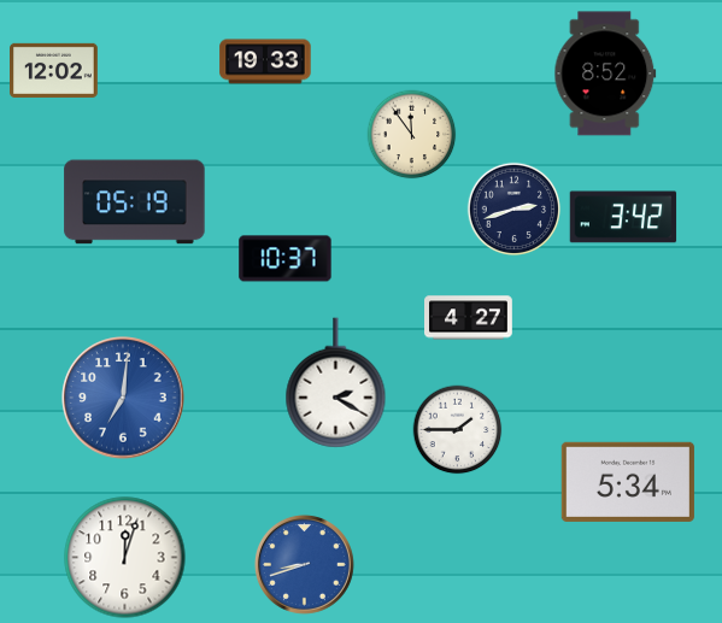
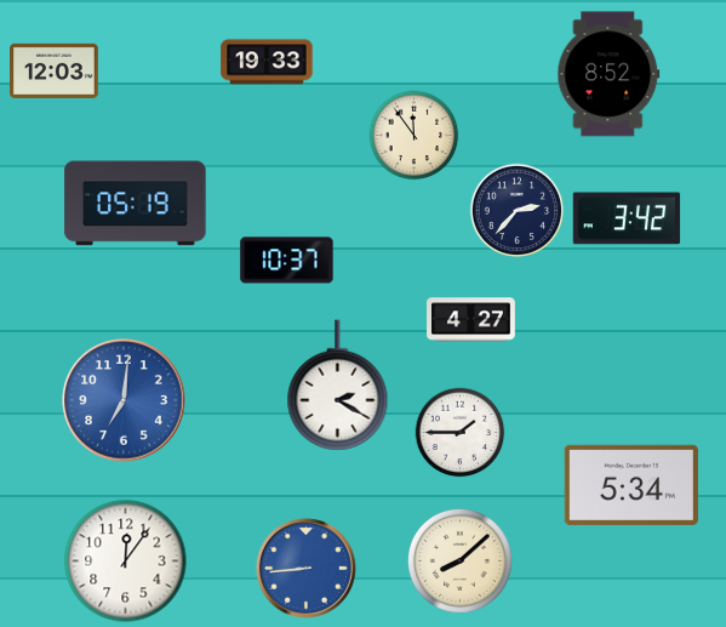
clock at (54, 70): 12:02 -> 12:03
clock at (515, 210): 2:42 -> 2:37
clock at (459, 560): none -> 8:08
clock at (125, 558): 12:03 -> 12:06
clock at (304, 564): 8:42 -> 8:44
